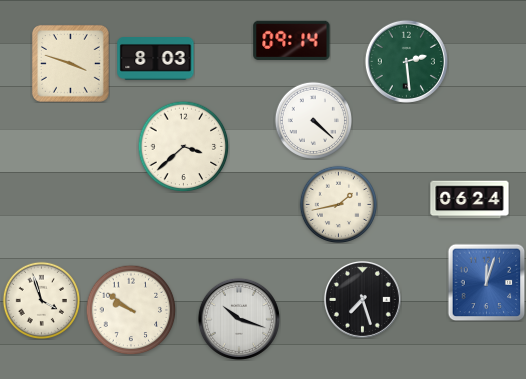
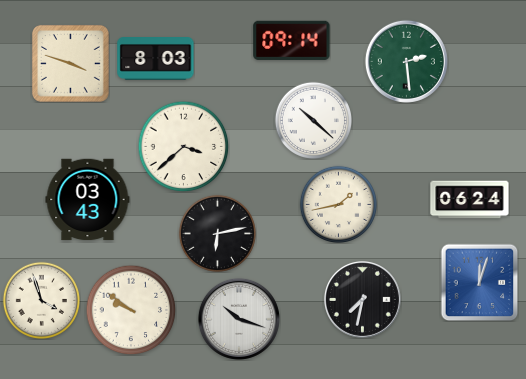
clock at (313, 120): 4:22 -> 10:22
clock at (88, 200): none -> 03:43
clock at (217, 233): none -> 6:13
clock at (486, 282) position: (486, 282) -> (479, 282)
clock at (362, 299): 7:27 -> 7:32
